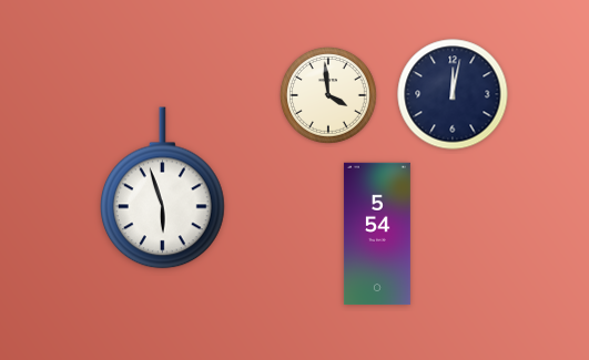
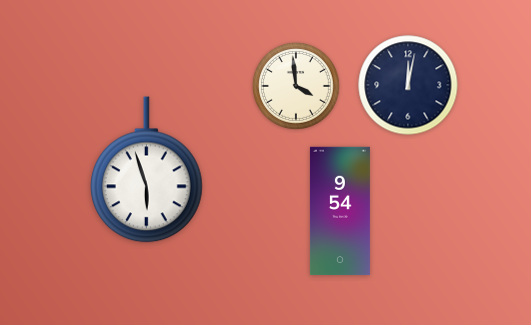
clock at (377, 234): 5:54 -> 9:54
